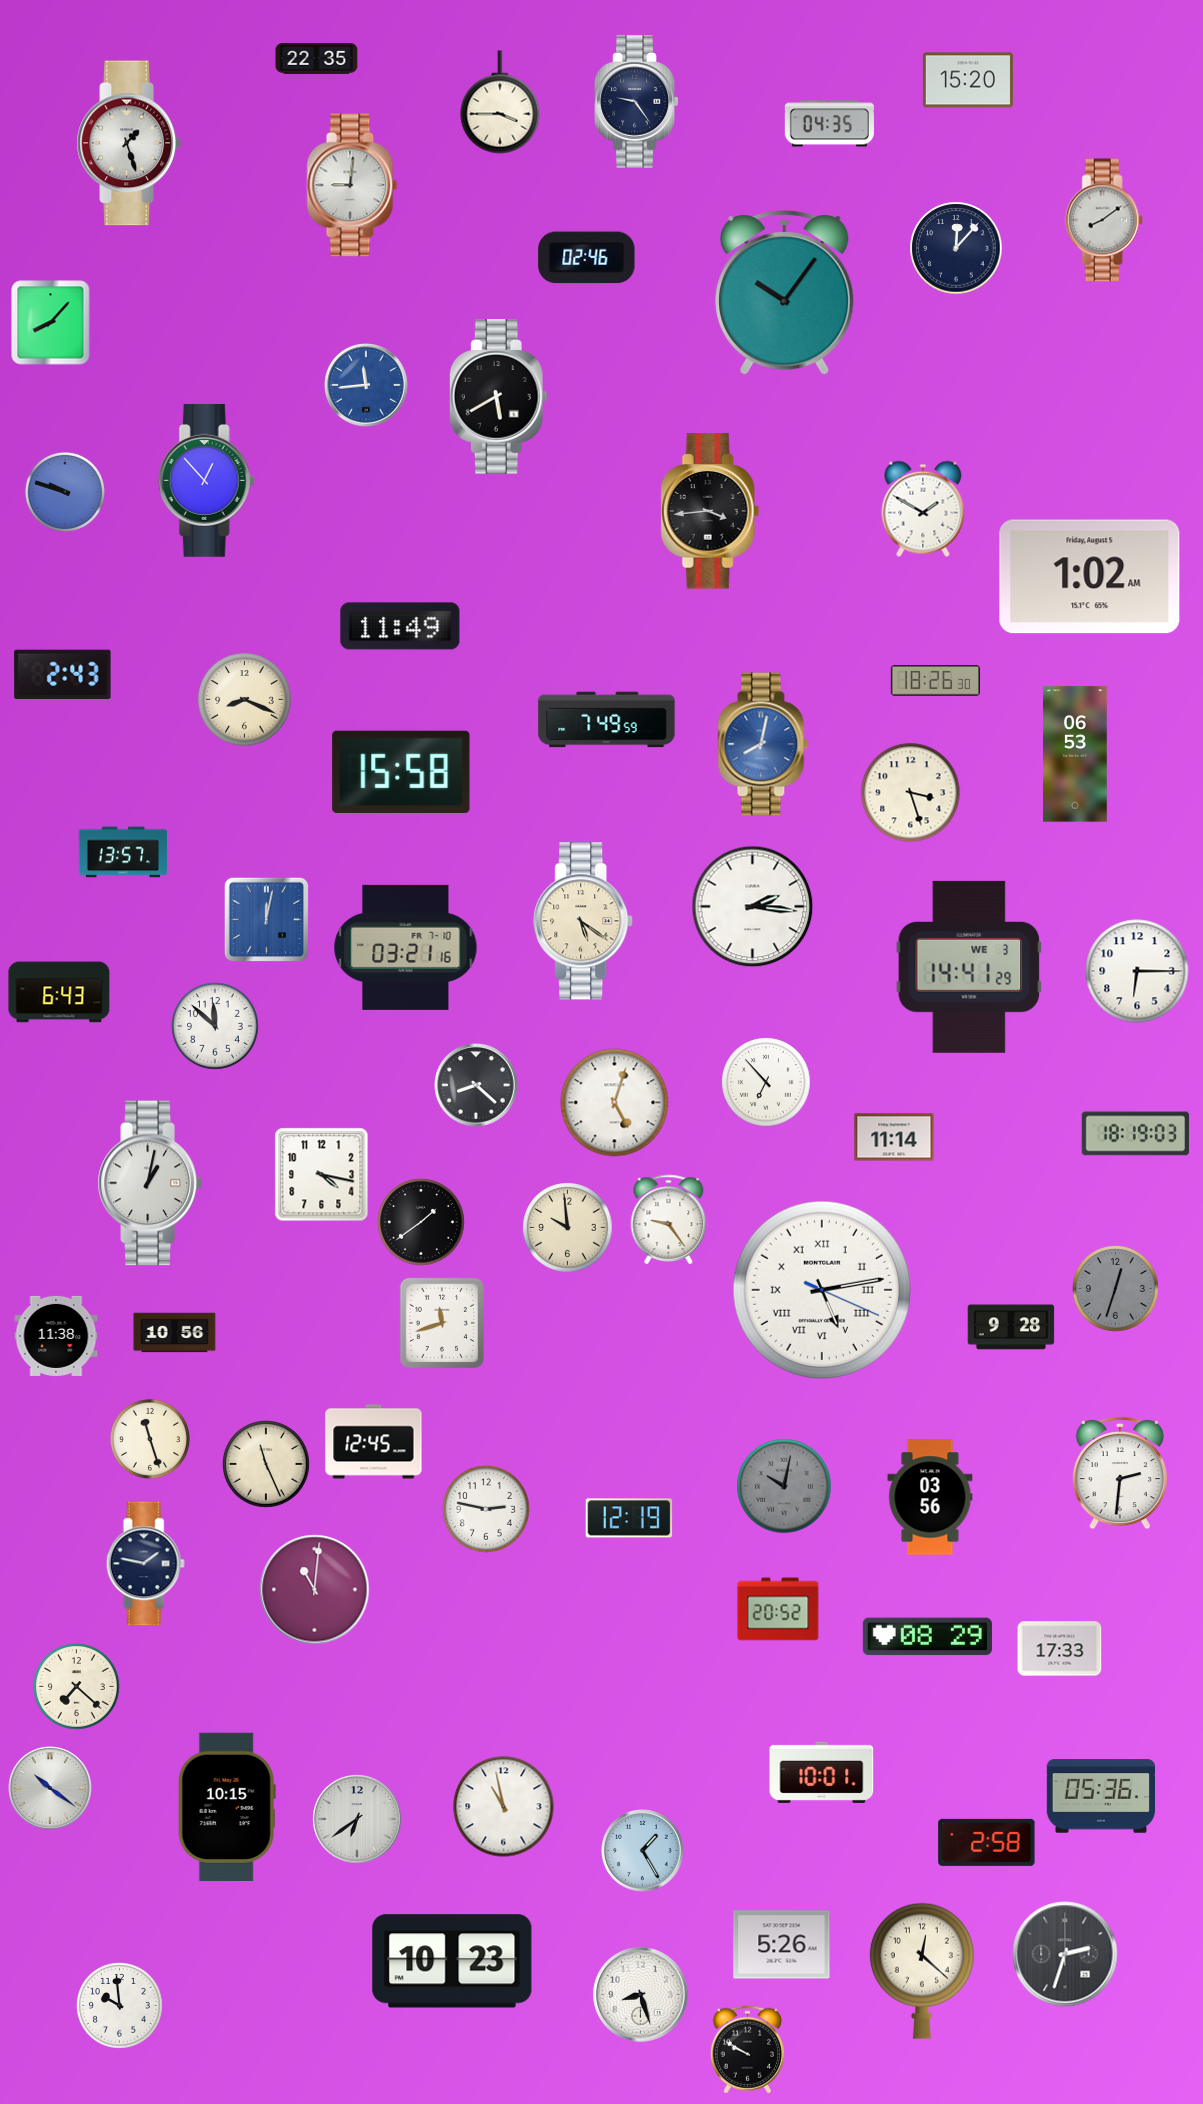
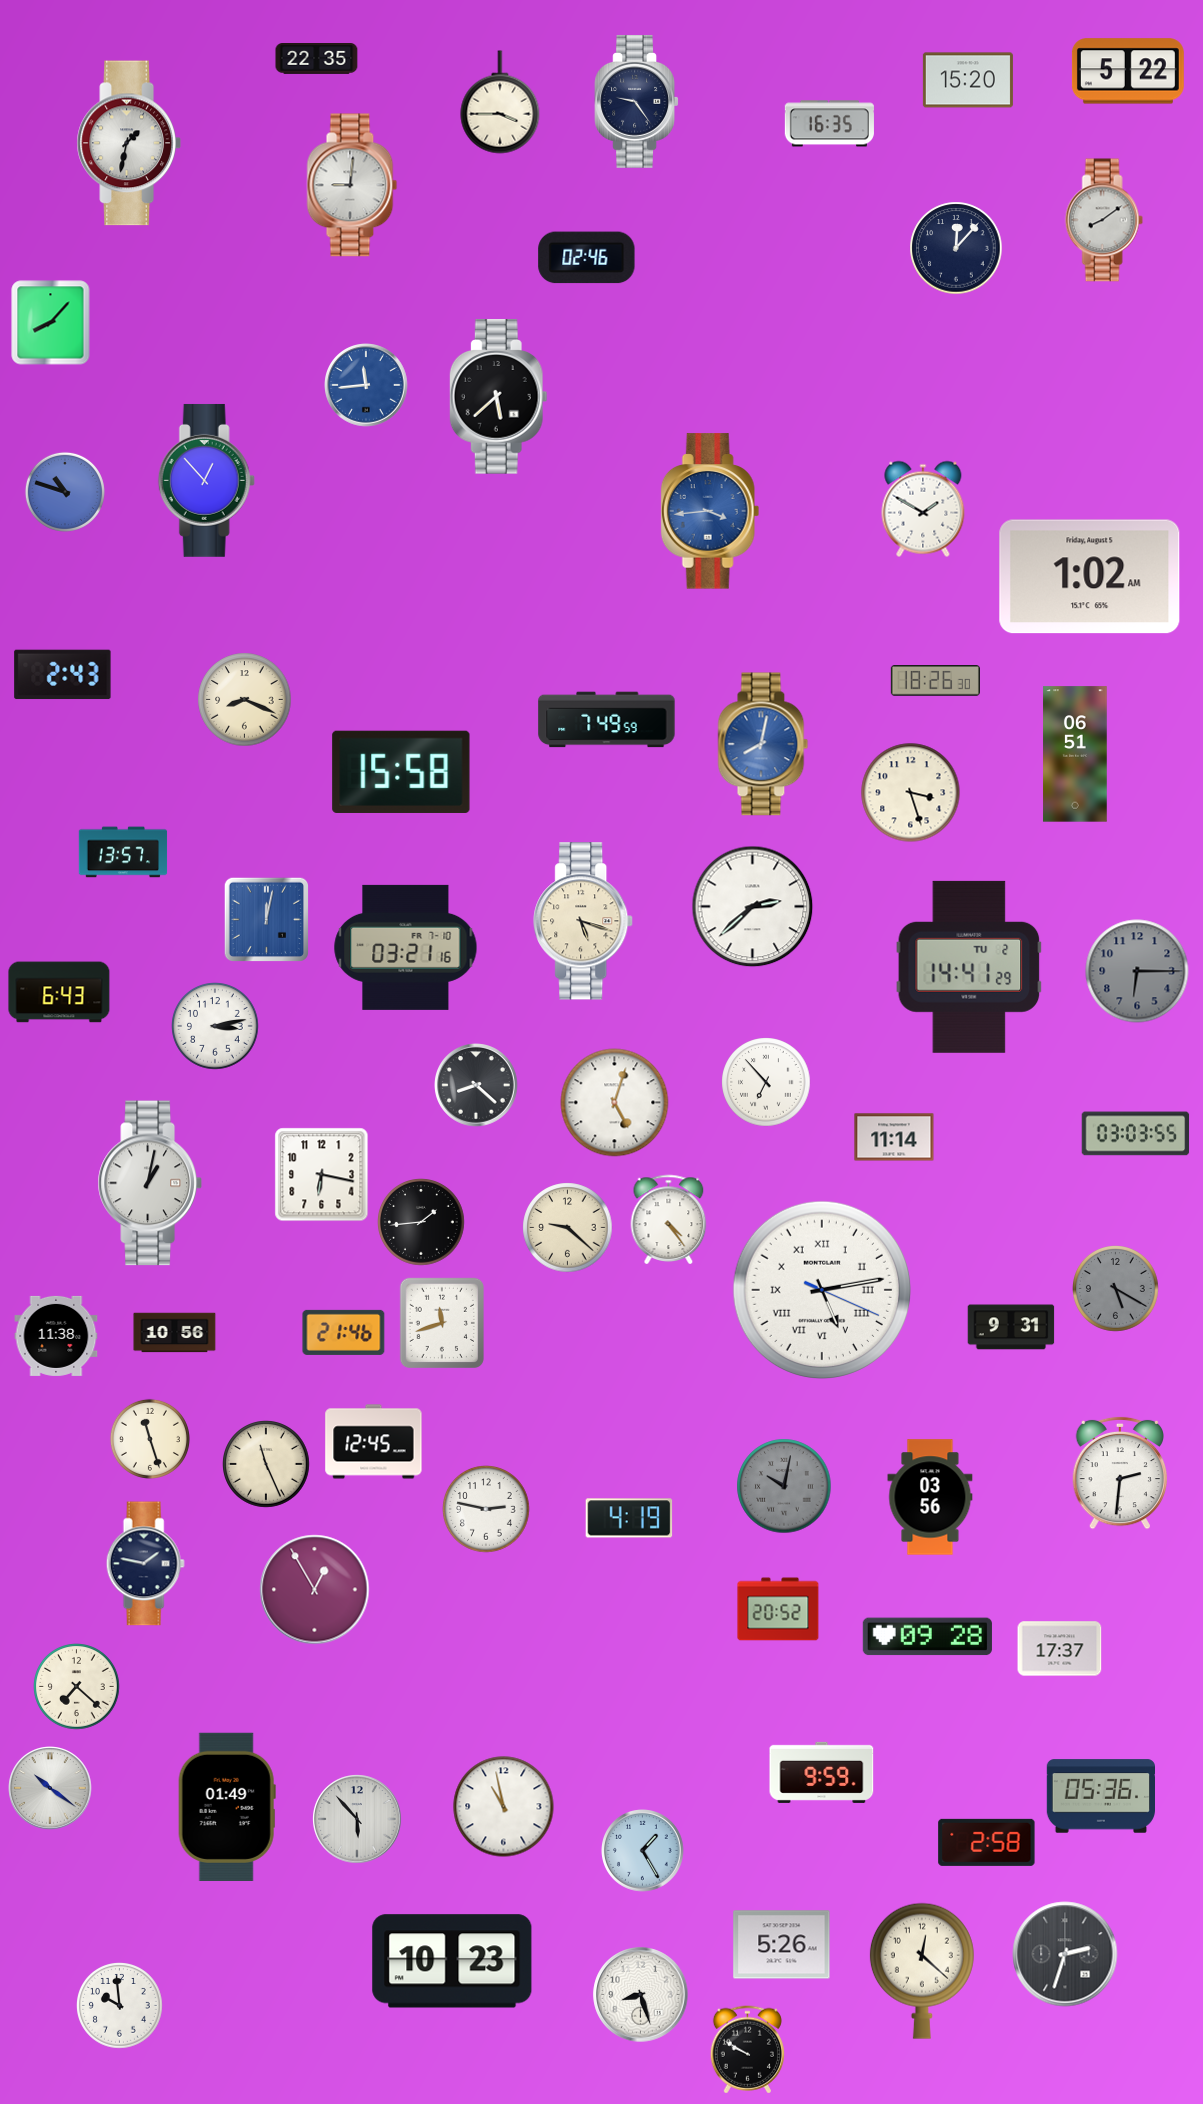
clock at (1128, 71): none -> 5:22
clock at (829, 124): 04:35 -> 16:35
clock at (129, 143): 1:27 -> 1:32
clock at (785, 293): 10:06 -> none
clock at (498, 397): 5:40 -> 5:38
clock at (65, 492): 9:48 -> 10:48
clock at (710, 511) dial: black -> blue
clock at (400, 626): 11:49 -> none
clock at (1075, 754): 06:53 -> 06:51
clock at (753, 907): 2:16 -> 2:38
clock at (584, 921): 5:21 -> 5:18
clock at (969, 967) date: WE 3 -> TU 2
clock at (1137, 971) dial: white -> grey
clock at (215, 1026): 11:52 -> 3:13
clock at (1136, 1134): 18:19 -> 03:03
clock at (322, 1175): 4:17 -> 6:17
clock at (669, 1219): 9:24 -> 4:24
clock at (421, 1222): 1:39 -> 1:44
clock at (568, 1228): 9:59 -> 9:22
clock at (1116, 1289): 12:33 -> 5:20
clock at (1011, 1327): 9:28 -> 9:31
clock at (344, 1332): none -> 21:46
clock at (629, 1518): 12:19 -> 4:19
clock at (315, 1590): 11:01 -> 12:55
clock at (927, 1637): 08:29 -> 09:28
clock at (1060, 1649): 17:33 -> 17:37
clock at (822, 1772): 10:01 -> 9:59
clock at (227, 1807): 10:15 -> 01:49
clock at (357, 1819): 6:39 -> 5:53
